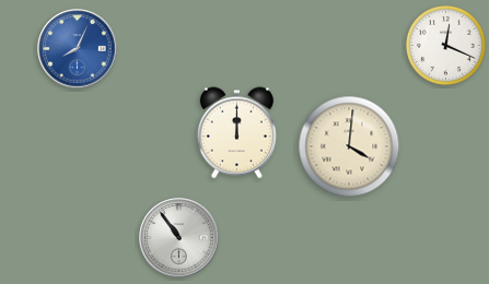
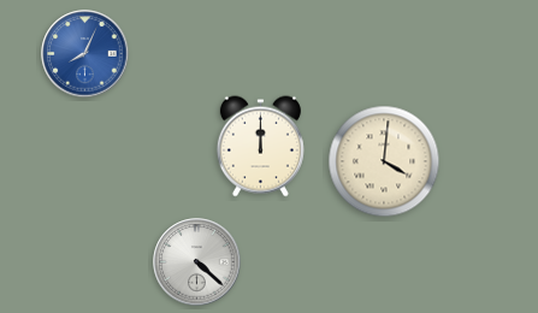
clock at (445, 45): 12:19 -> none
clock at (179, 238): 10:54 -> 4:22
